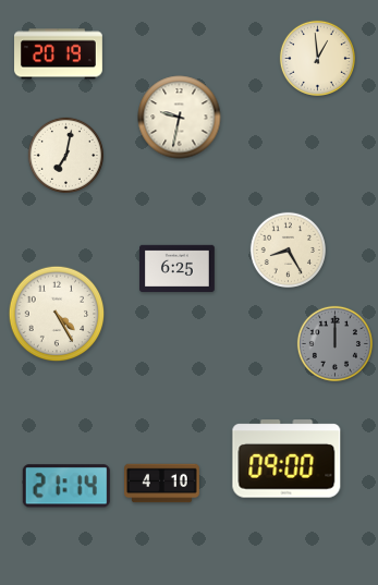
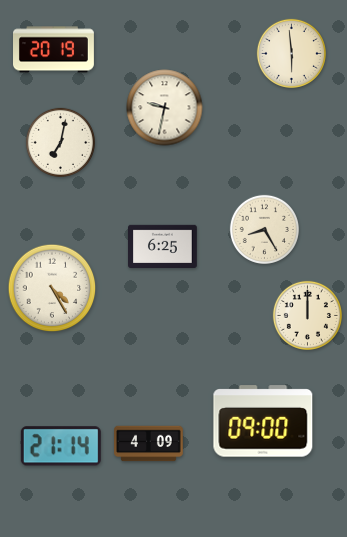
clock at (317, 58): 12:59 -> 5:59
clock at (334, 343) dial: grey -> cream
clock at (162, 484): 4:10 -> 4:09
